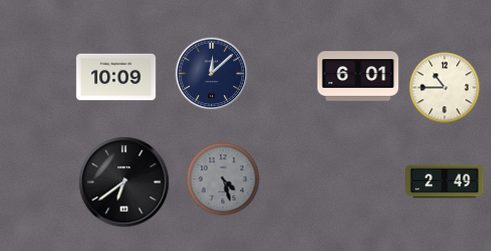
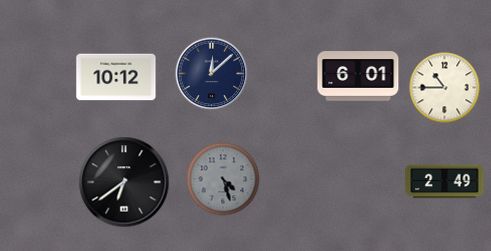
clock at (116, 77): 10:09 -> 10:12
